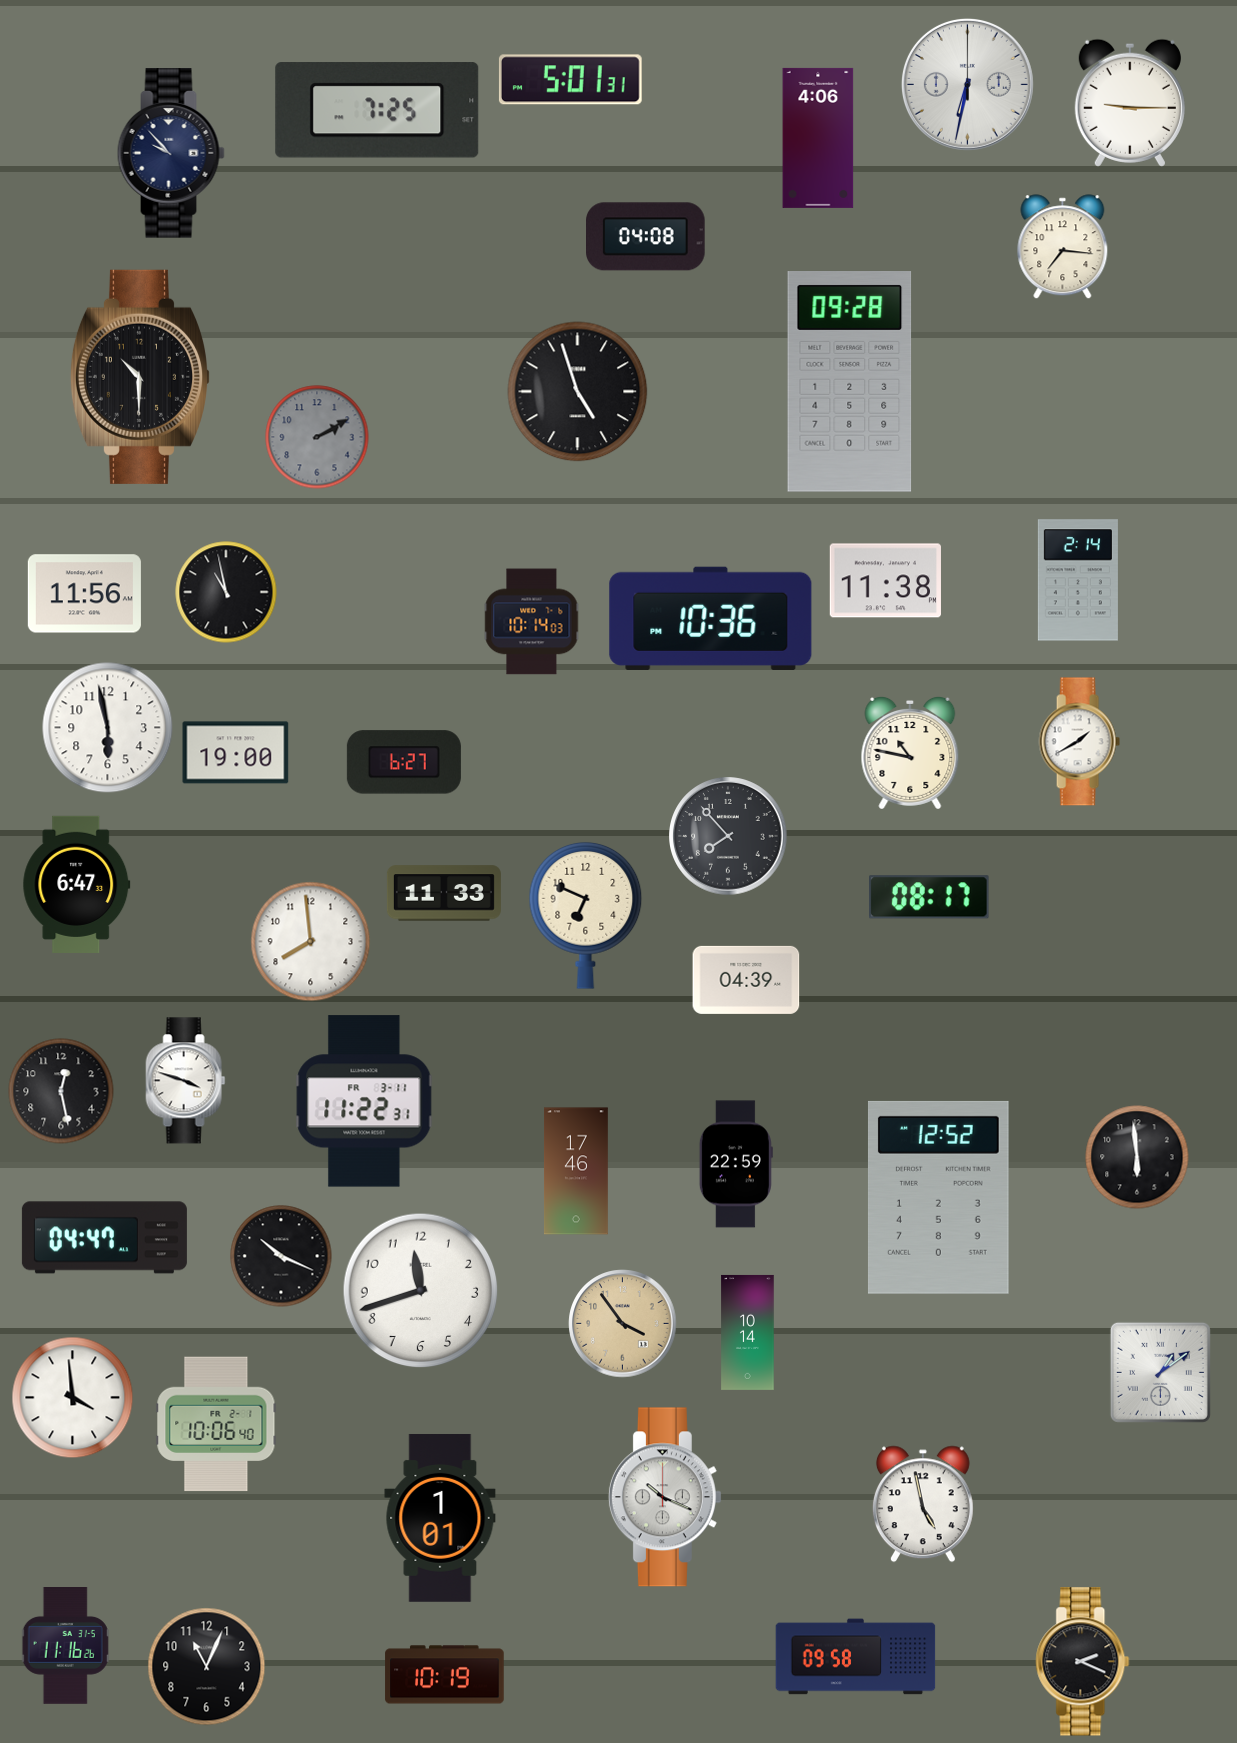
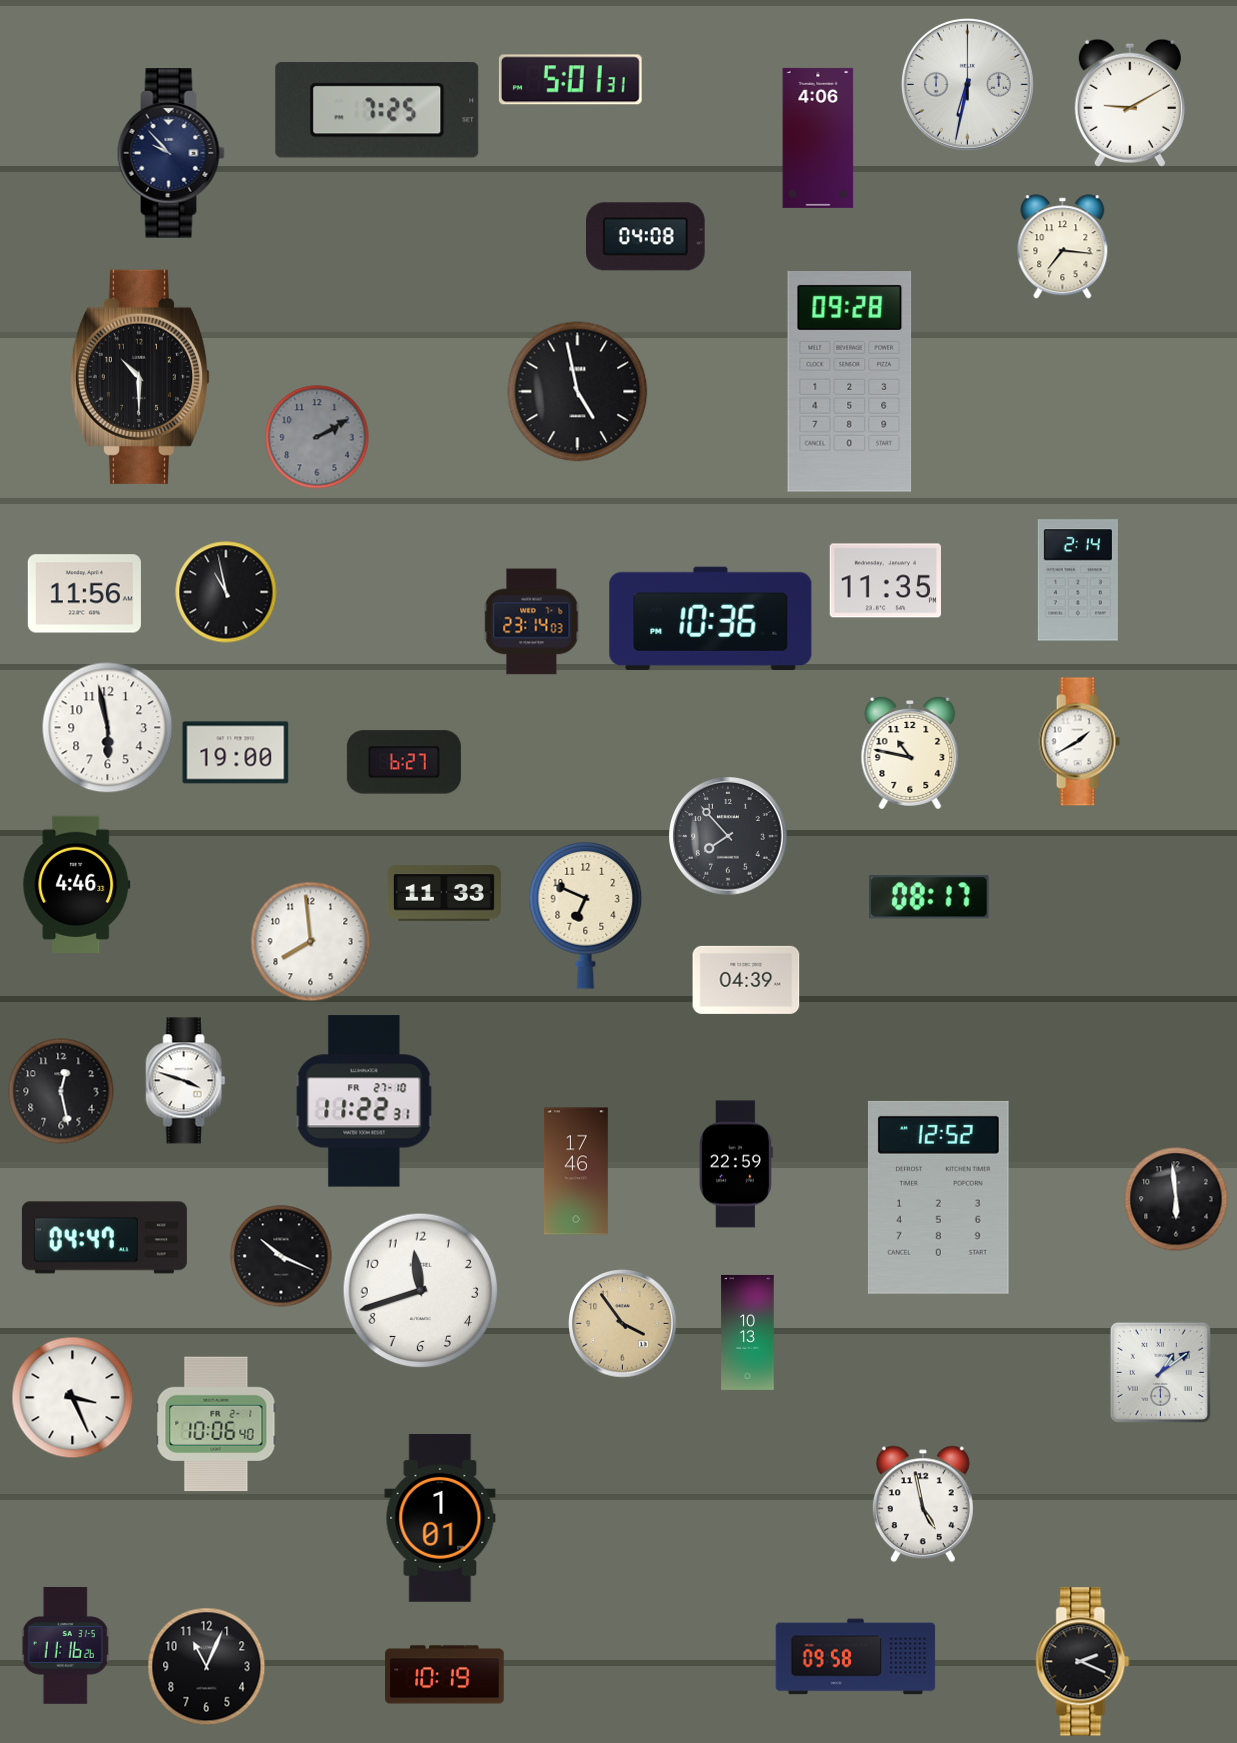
clock at (1130, 103): 9:15 -> 9:10
clock at (578, 392): 4:57 -> 4:58
clock at (885, 581): 11:38 -> 11:35
clock at (532, 622): 10:14 -> 23:14
clock at (77, 884): 6:47 -> 4:46
clock at (364, 1101) date: FR 3-11 -> FR 27-10
clock at (1137, 1157) position: (1137, 1157) -> (1176, 1199)
clock at (748, 1332): 10:14 -> 10:13
clock at (73, 1398): 3:59 -> 3:26
clock at (665, 1497): 10:19 -> none
